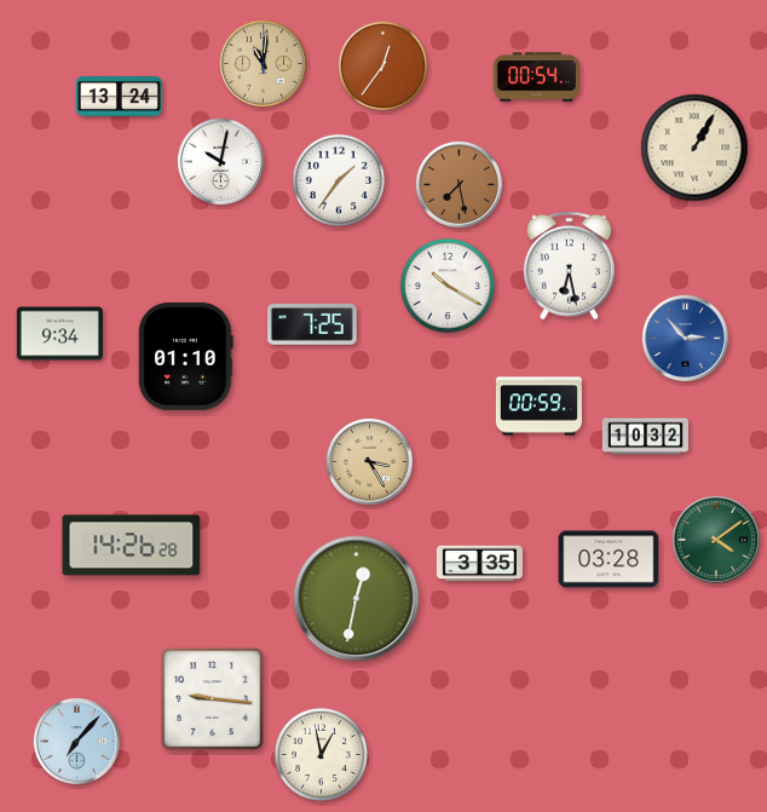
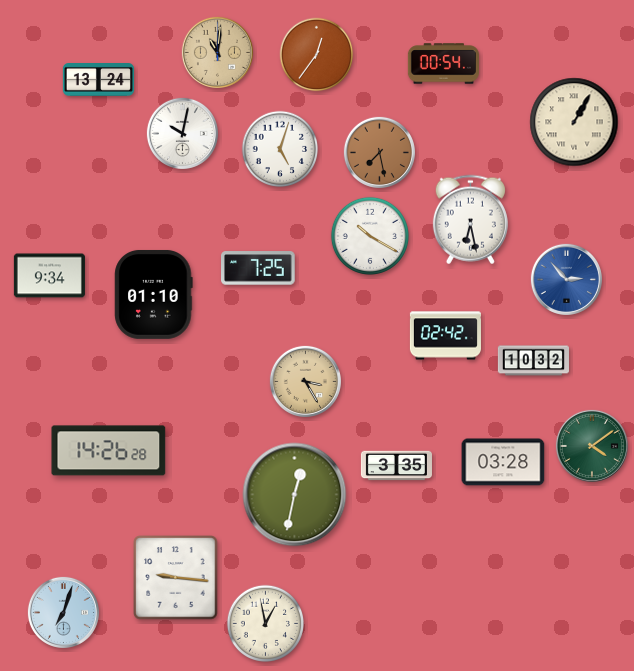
clock at (339, 180): 1:36 -> 5:03
clock at (538, 407): 00:59 -> 02:42
clock at (76, 741): 7:07 -> 7:03
